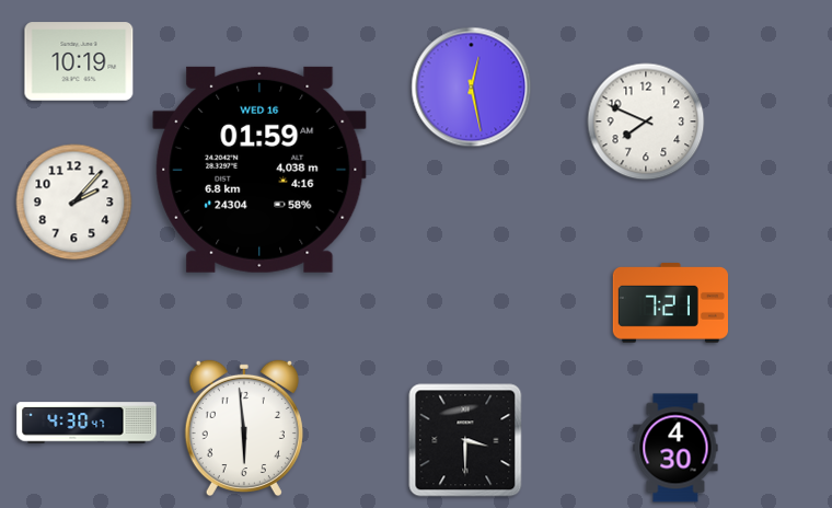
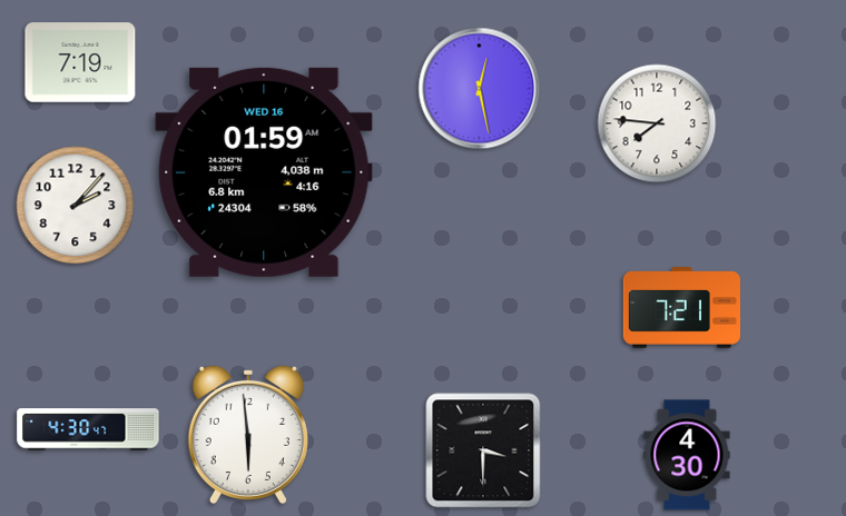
clock at (79, 61): 10:19 -> 7:19
clock at (646, 122): 7:49 -> 7:46
clock at (465, 440) position: (465, 440) -> (483, 450)
